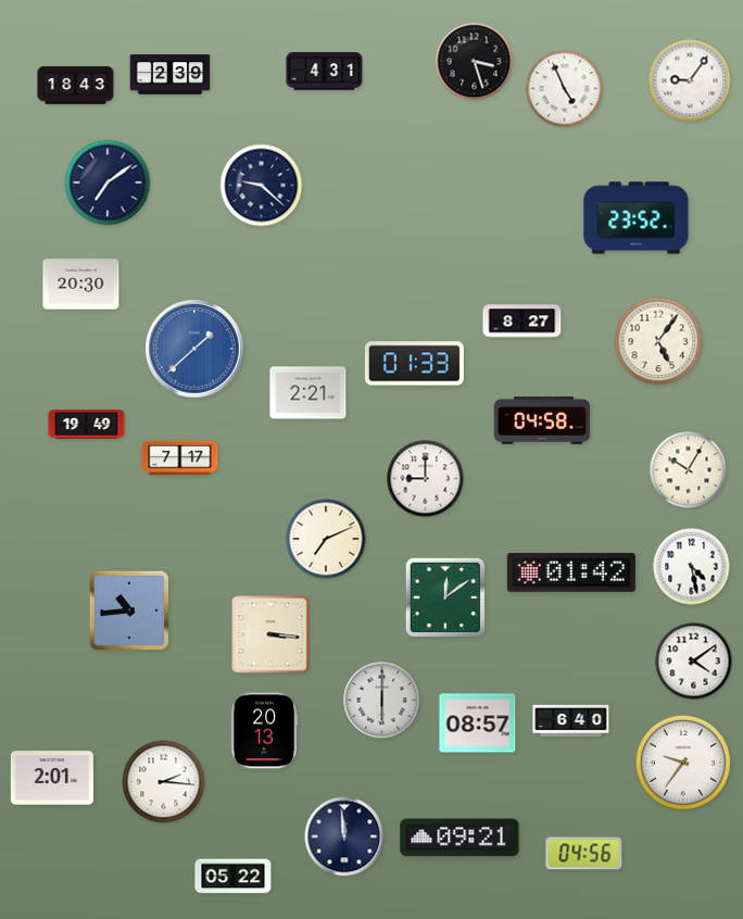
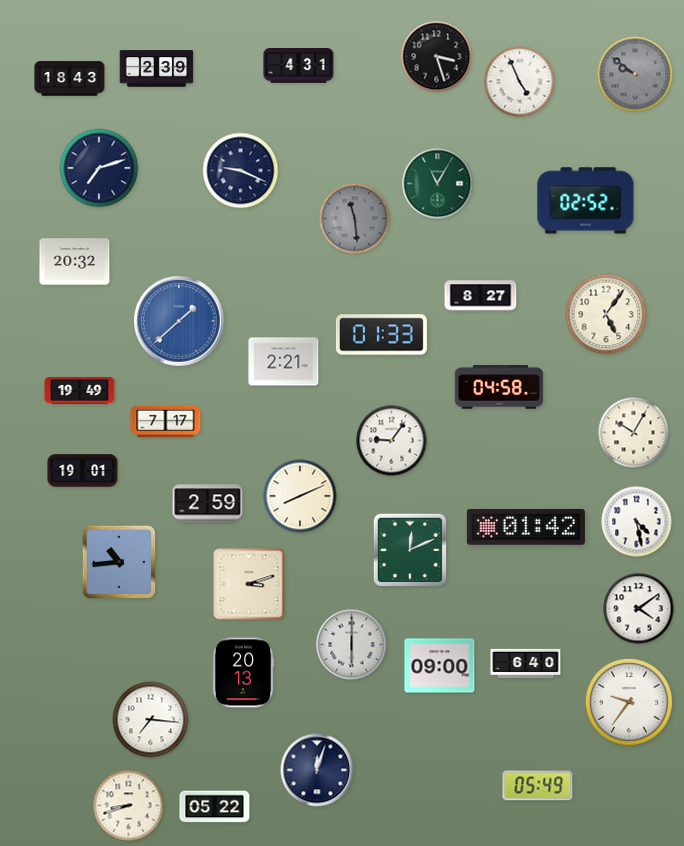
clock at (690, 80): 9:06 -> 9:51
clock at (690, 80) dial: white -> grey
clock at (108, 182): 7:09 -> 7:12
clock at (262, 186): 9:22 -> 9:19
clock at (438, 184): none -> 11:05
clock at (637, 218): 23:52 -> 02:52
clock at (355, 219): none -> 11:29
clock at (81, 285): 20:30 -> 20:32
clock at (426, 479): 9:00 -> 9:06
clock at (83, 471): none -> 19:01
clock at (326, 539): 7:11 -> 8:11
clock at (208, 504): none -> 2:59
clock at (445, 597): 12:09 -> 12:11
clock at (270, 634): 3:16 -> 3:12
clock at (478, 723): 08:57 -> 09:00
clock at (52, 778): 2:01 -> none
clock at (164, 782): 2:16 -> 7:16
clock at (344, 836): 11:59 -> 12:03
clock at (459, 838): 09:21 -> none
clock at (584, 854): 04:56 -> 05:49
clock at (129, 806): none -> 8:42
